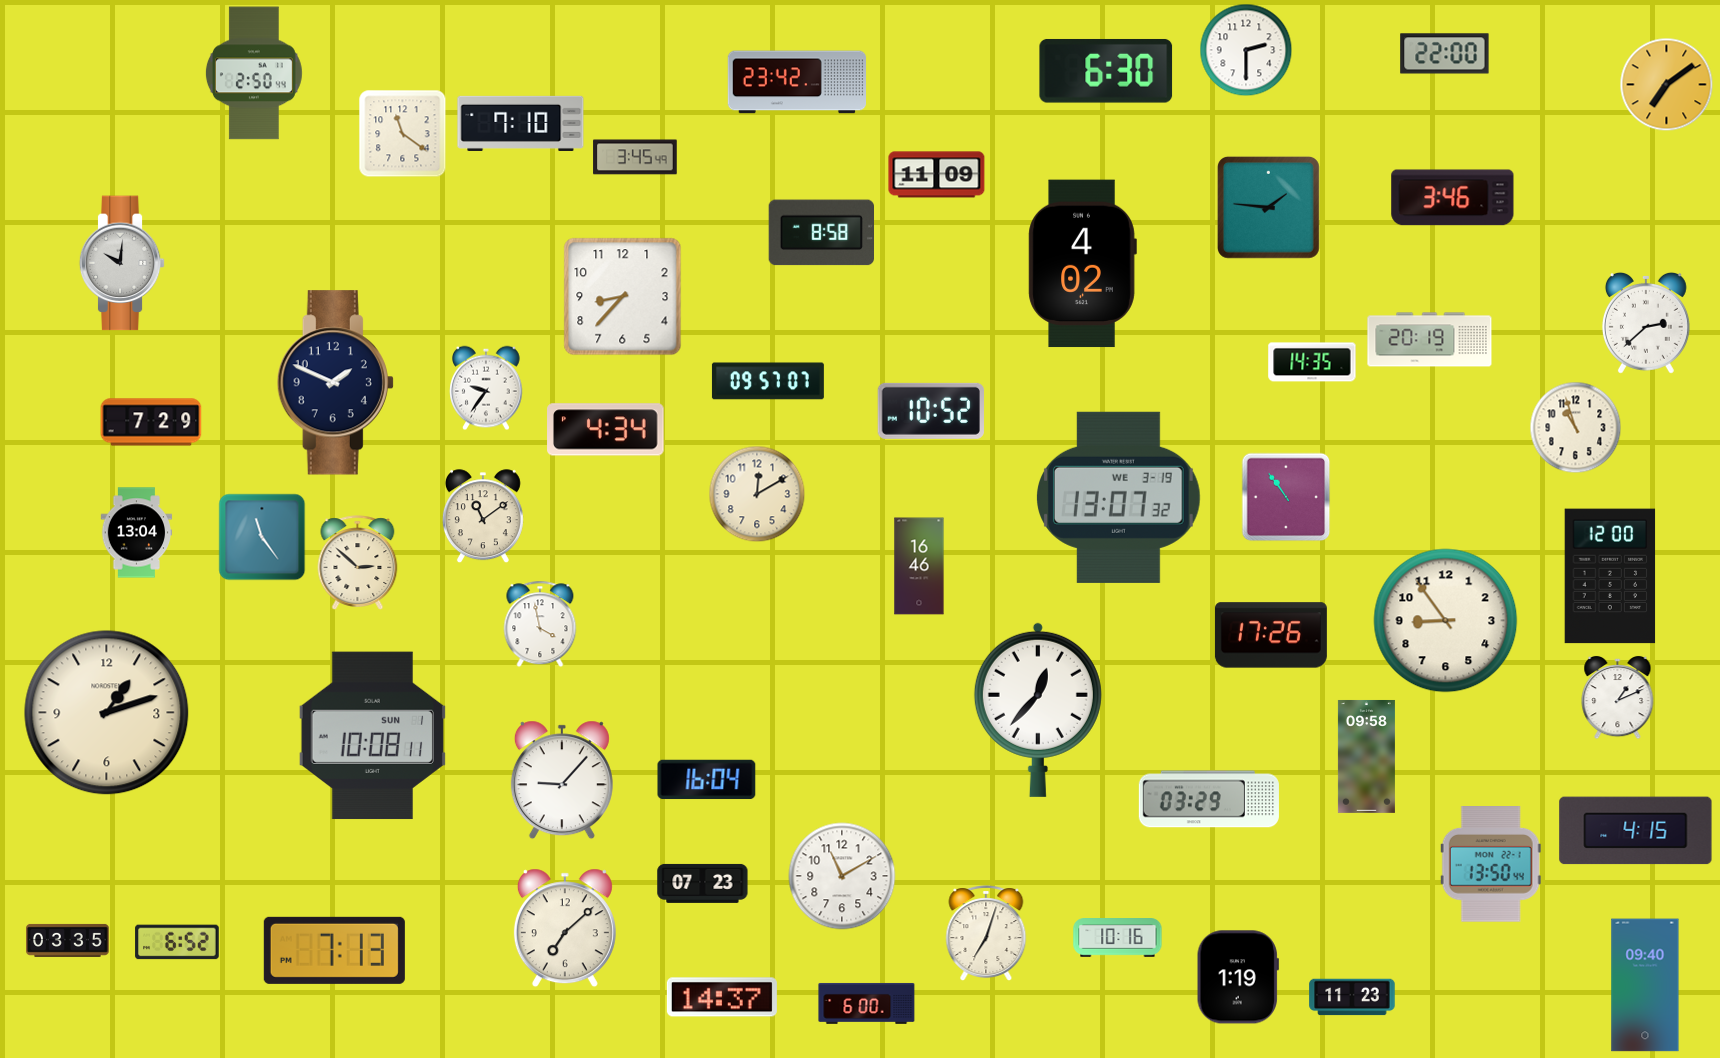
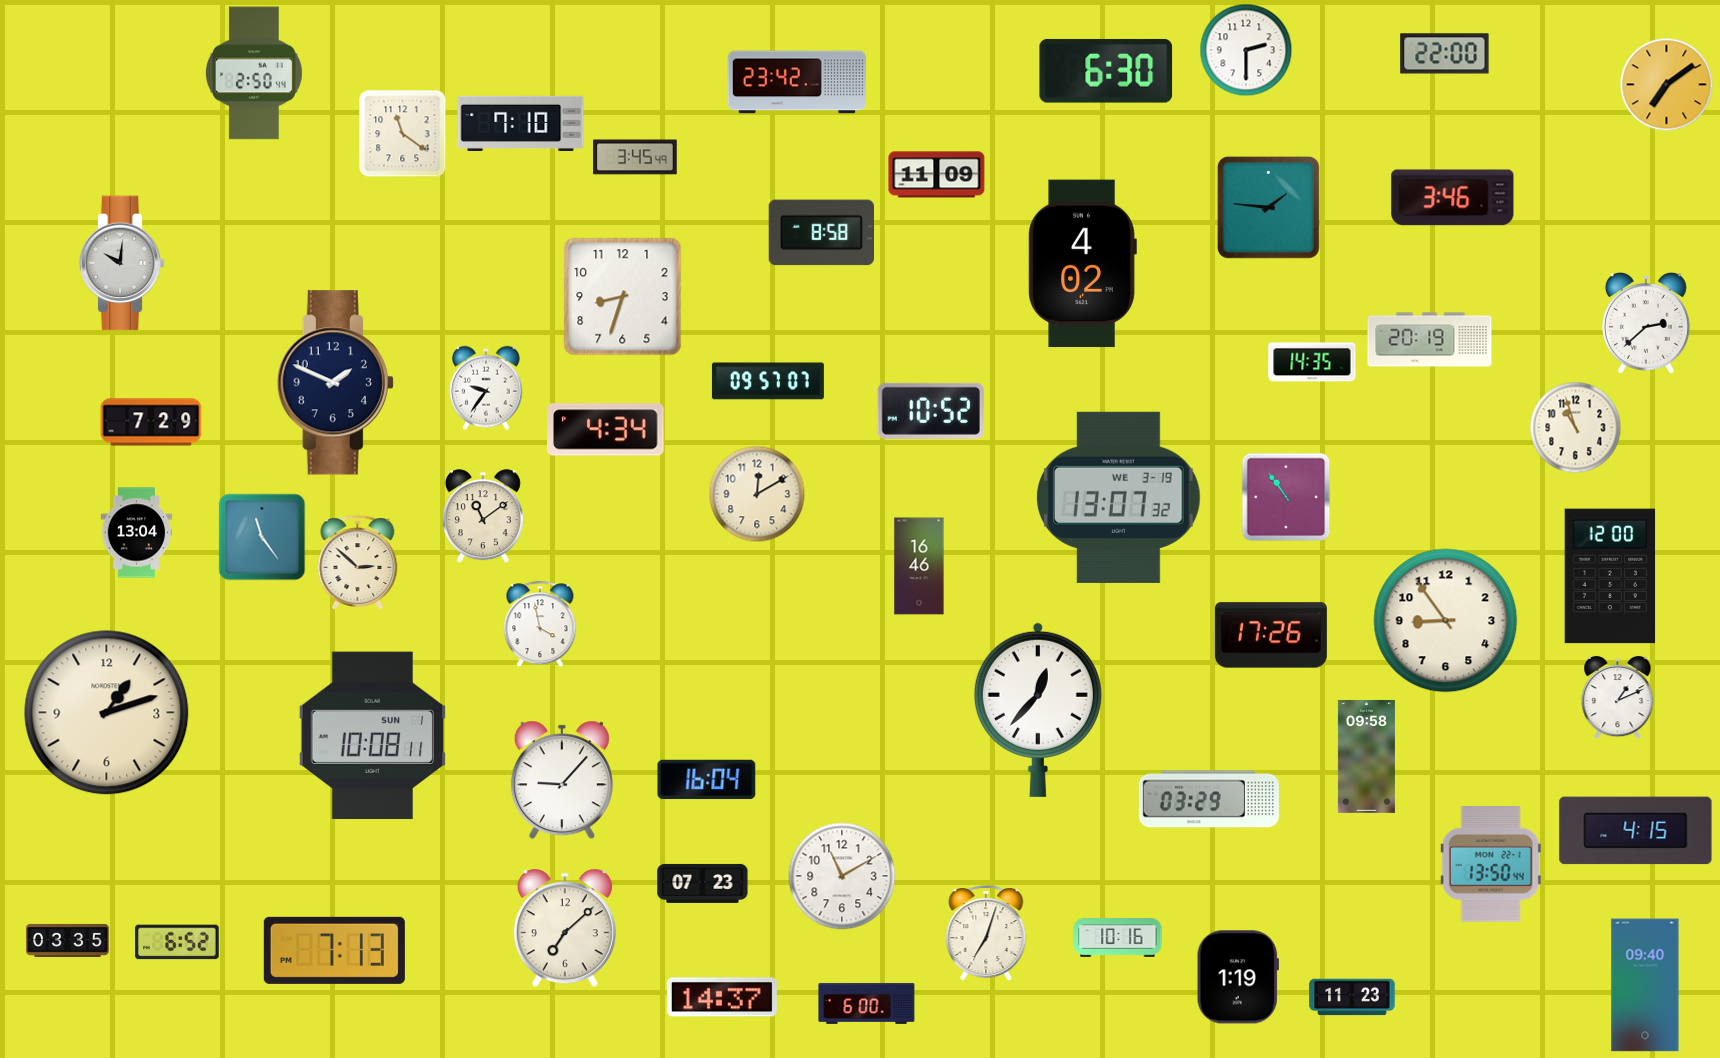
clock at (623, 297): 8:37 -> 8:33
